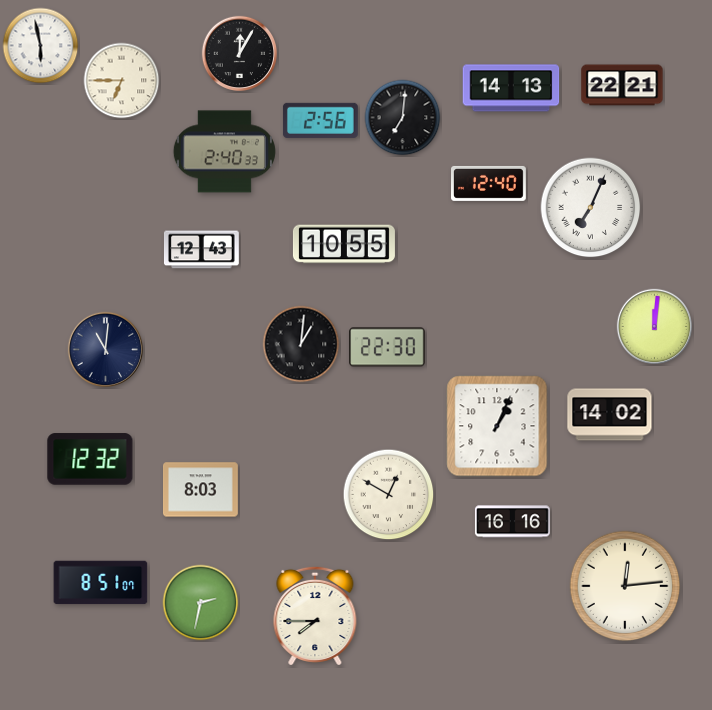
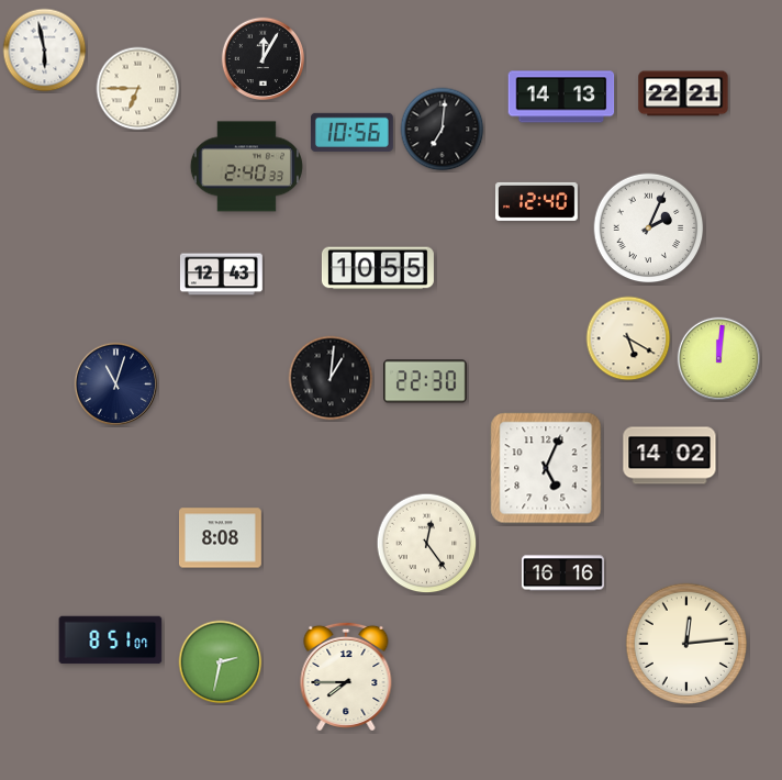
clock at (122, 81) position: (122, 81) -> (138, 89)
clock at (320, 120): 2:56 -> 10:56
clock at (591, 208): 7:04 -> 2:04
clock at (628, 338): none -> 5:20
clock at (105, 349): 11:01 -> 11:03
clock at (497, 426): 1:04 -> 5:04
clock at (90, 459): 12:32 -> none
clock at (201, 490): 8:03 -> 8:08
clock at (389, 495): 12:50 -> 12:24
